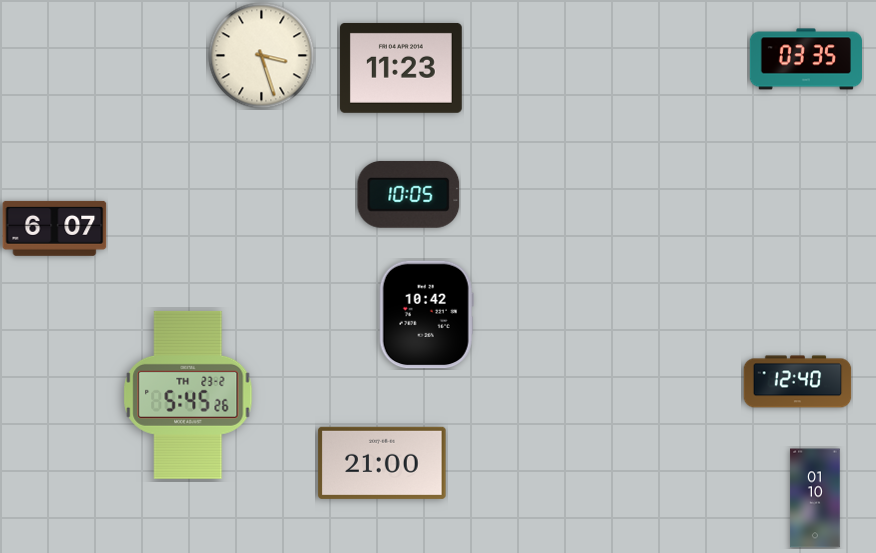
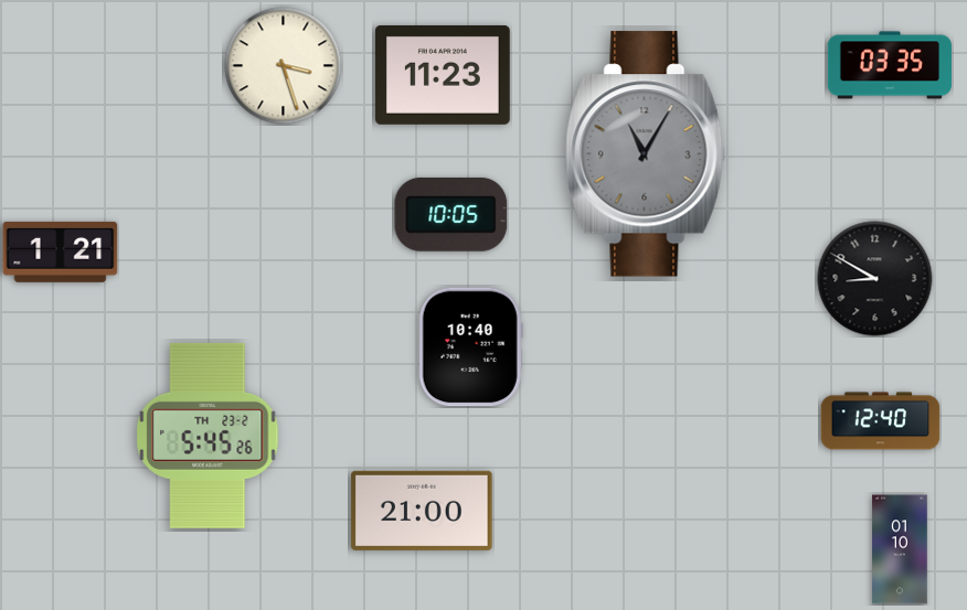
clock at (262, 56) position: (262, 56) -> (284, 66)
clock at (645, 154): none -> 11:05
clock at (55, 228): 6:07 -> 1:21
clock at (875, 279): none -> 8:50
clock at (426, 315): 10:42 -> 10:40
